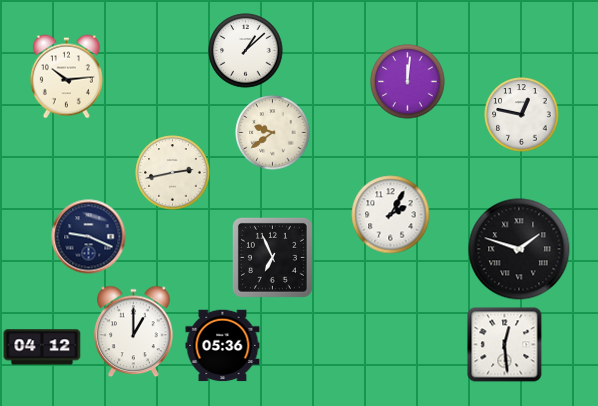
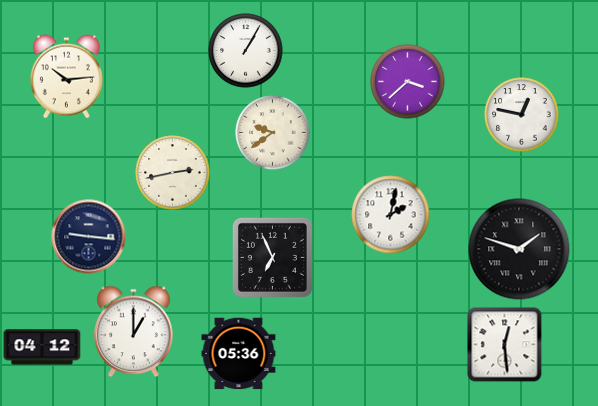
clock at (246, 51): 1:08 -> 1:05
clock at (408, 82): 12:01 -> 3:38
clock at (391, 215): 2:05 -> 2:02
clock at (89, 237): 9:19 -> 9:16
clock at (223, 346) position: (223, 346) -> (239, 354)
